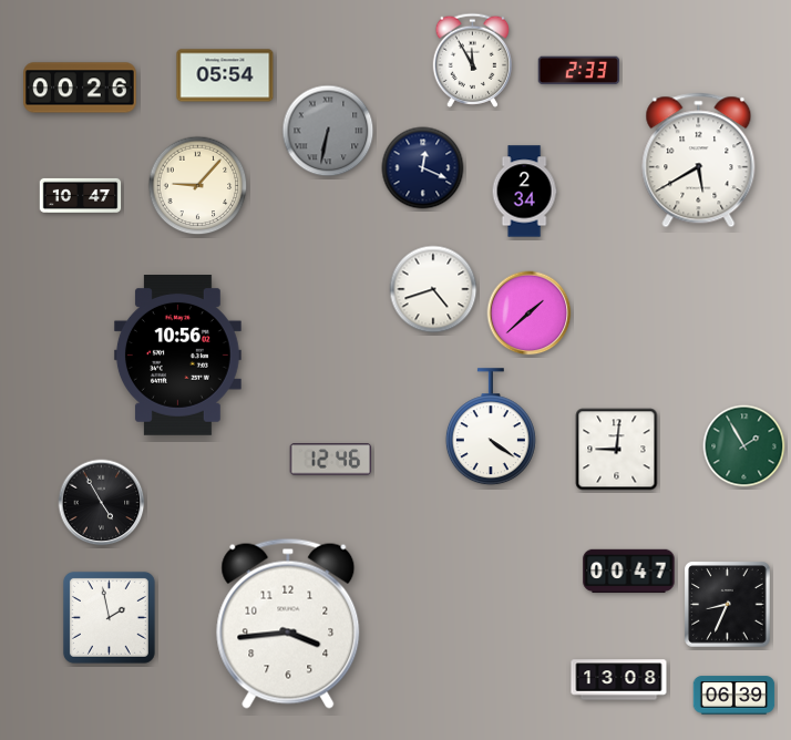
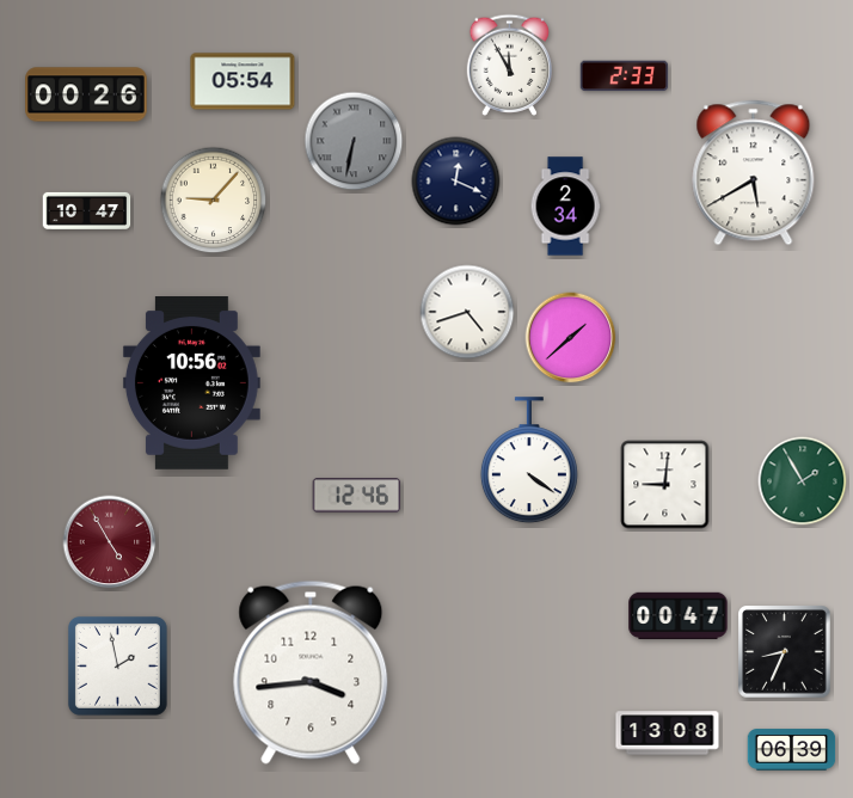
clock at (102, 503) dial: black -> burgundy
